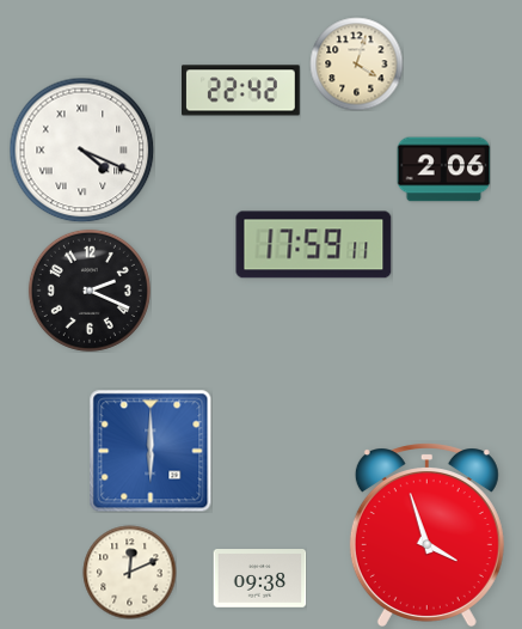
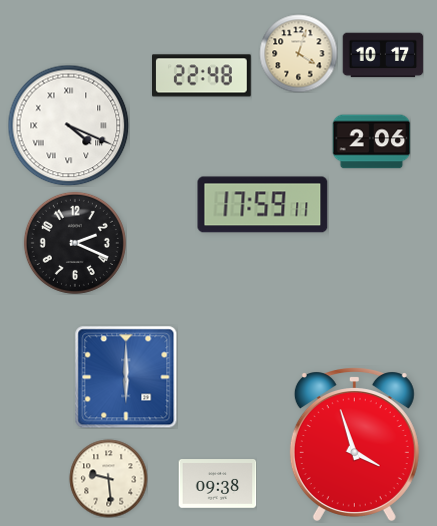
clock at (383, 55): none -> 10:17
clock at (241, 91): 22:42 -> 22:48
clock at (426, 535) position: (426, 535) -> (354, 444)
clock at (129, 572): 12:11 -> 9:29
